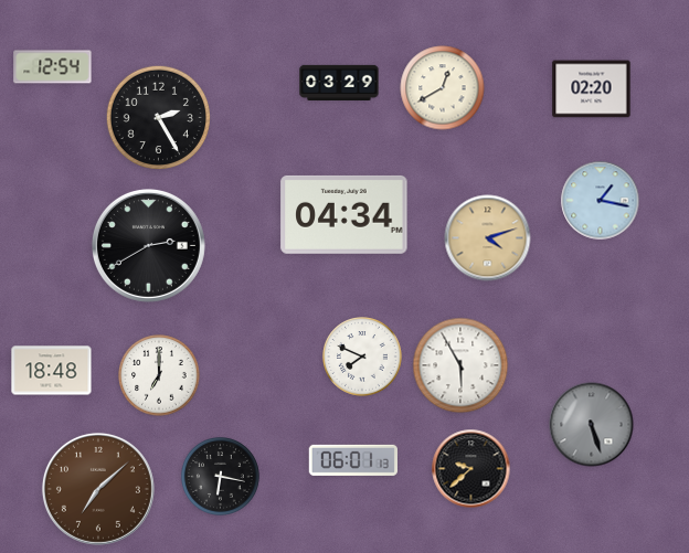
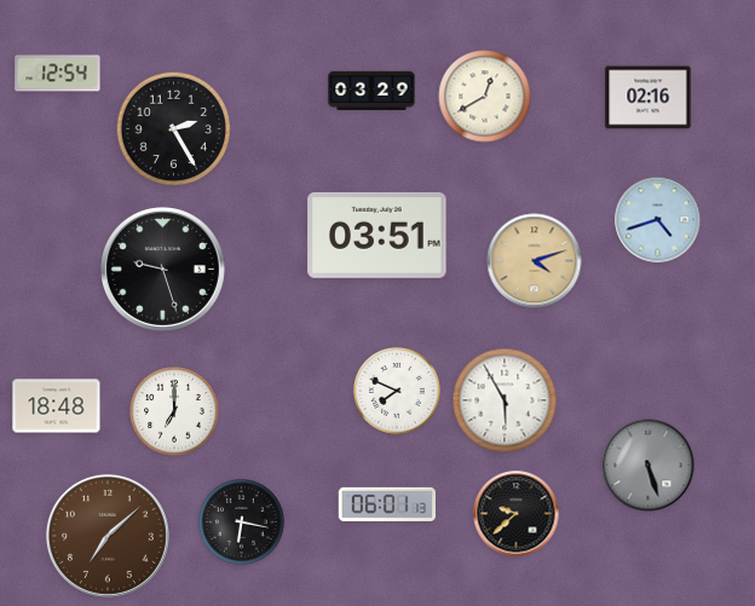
clock at (592, 89): 02:20 -> 02:16
clock at (601, 201): 1:17 -> 4:42
clock at (344, 214): 04:34 -> 03:51
clock at (148, 245): 2:40 -> 9:27
